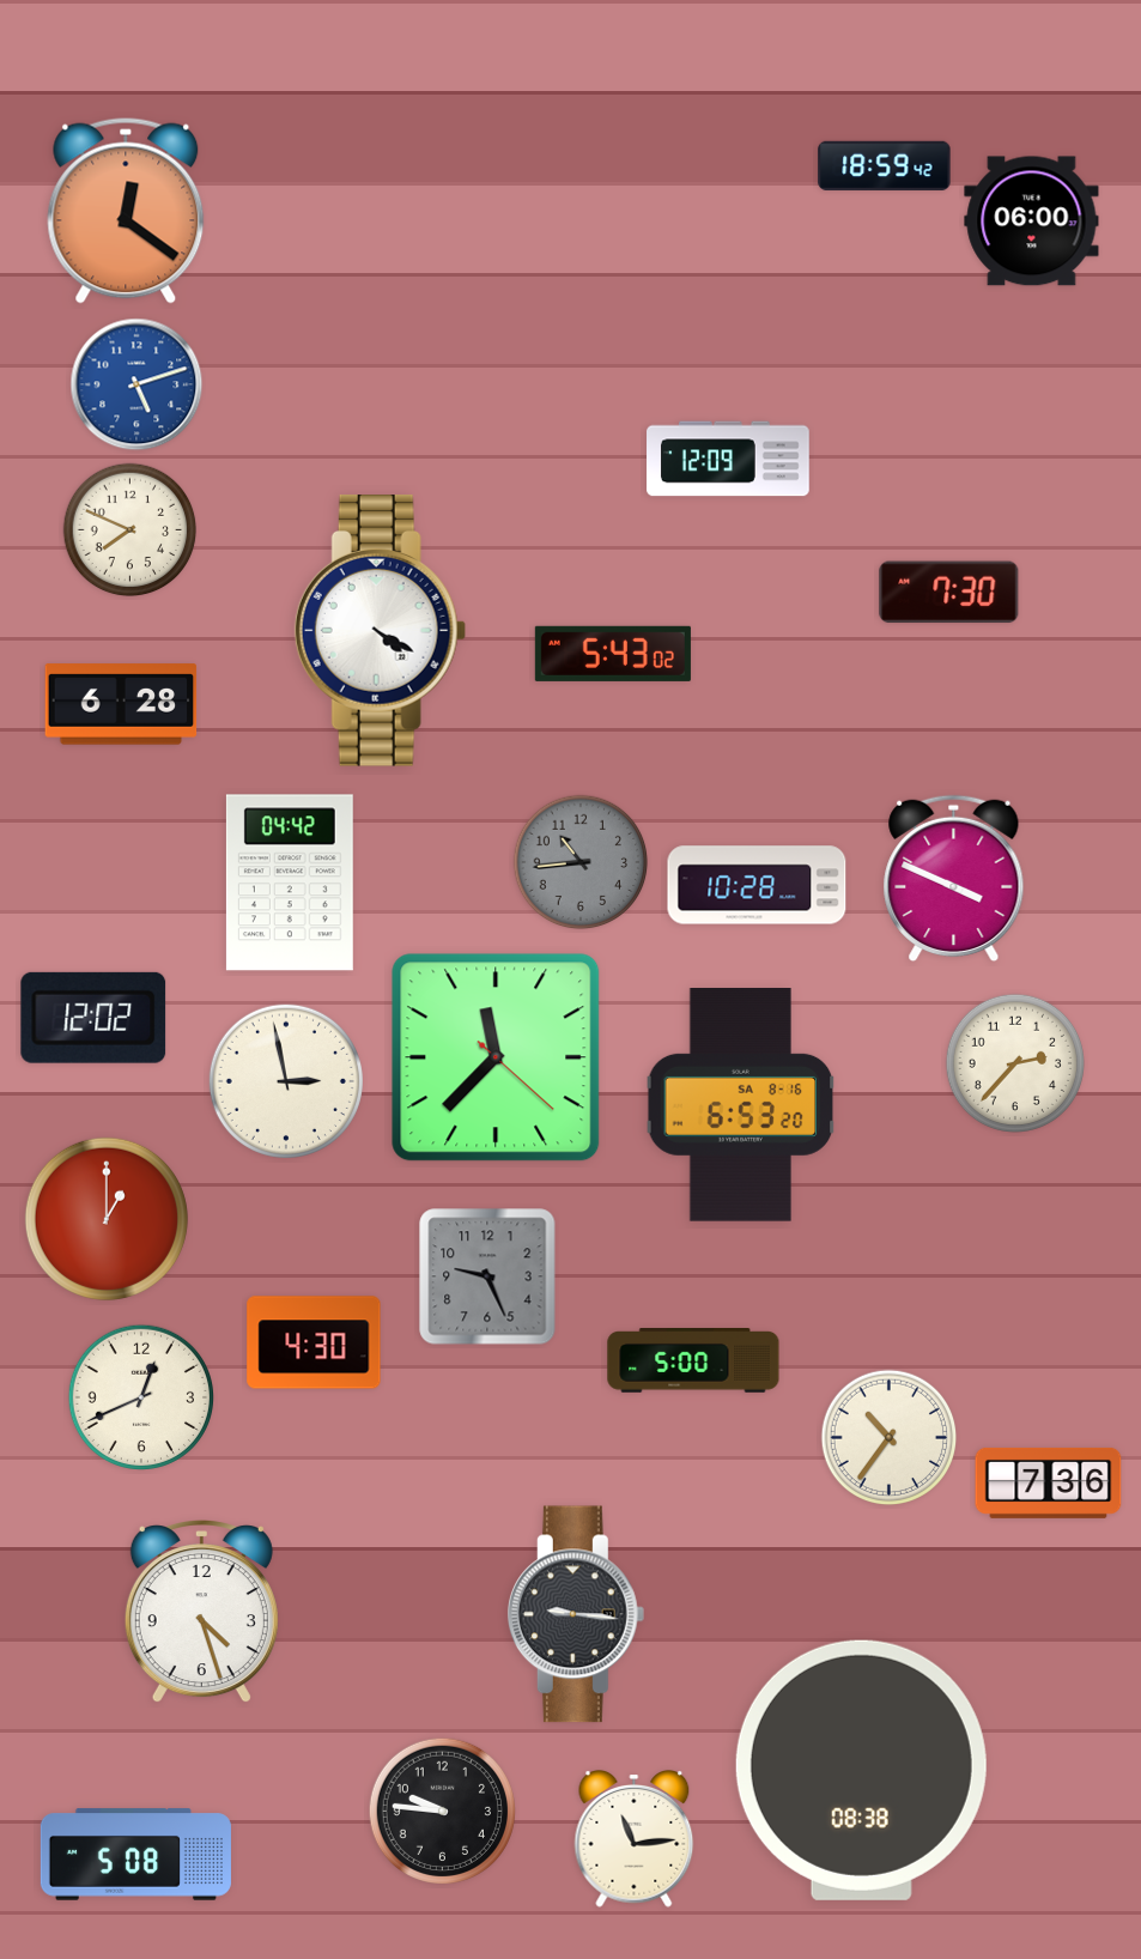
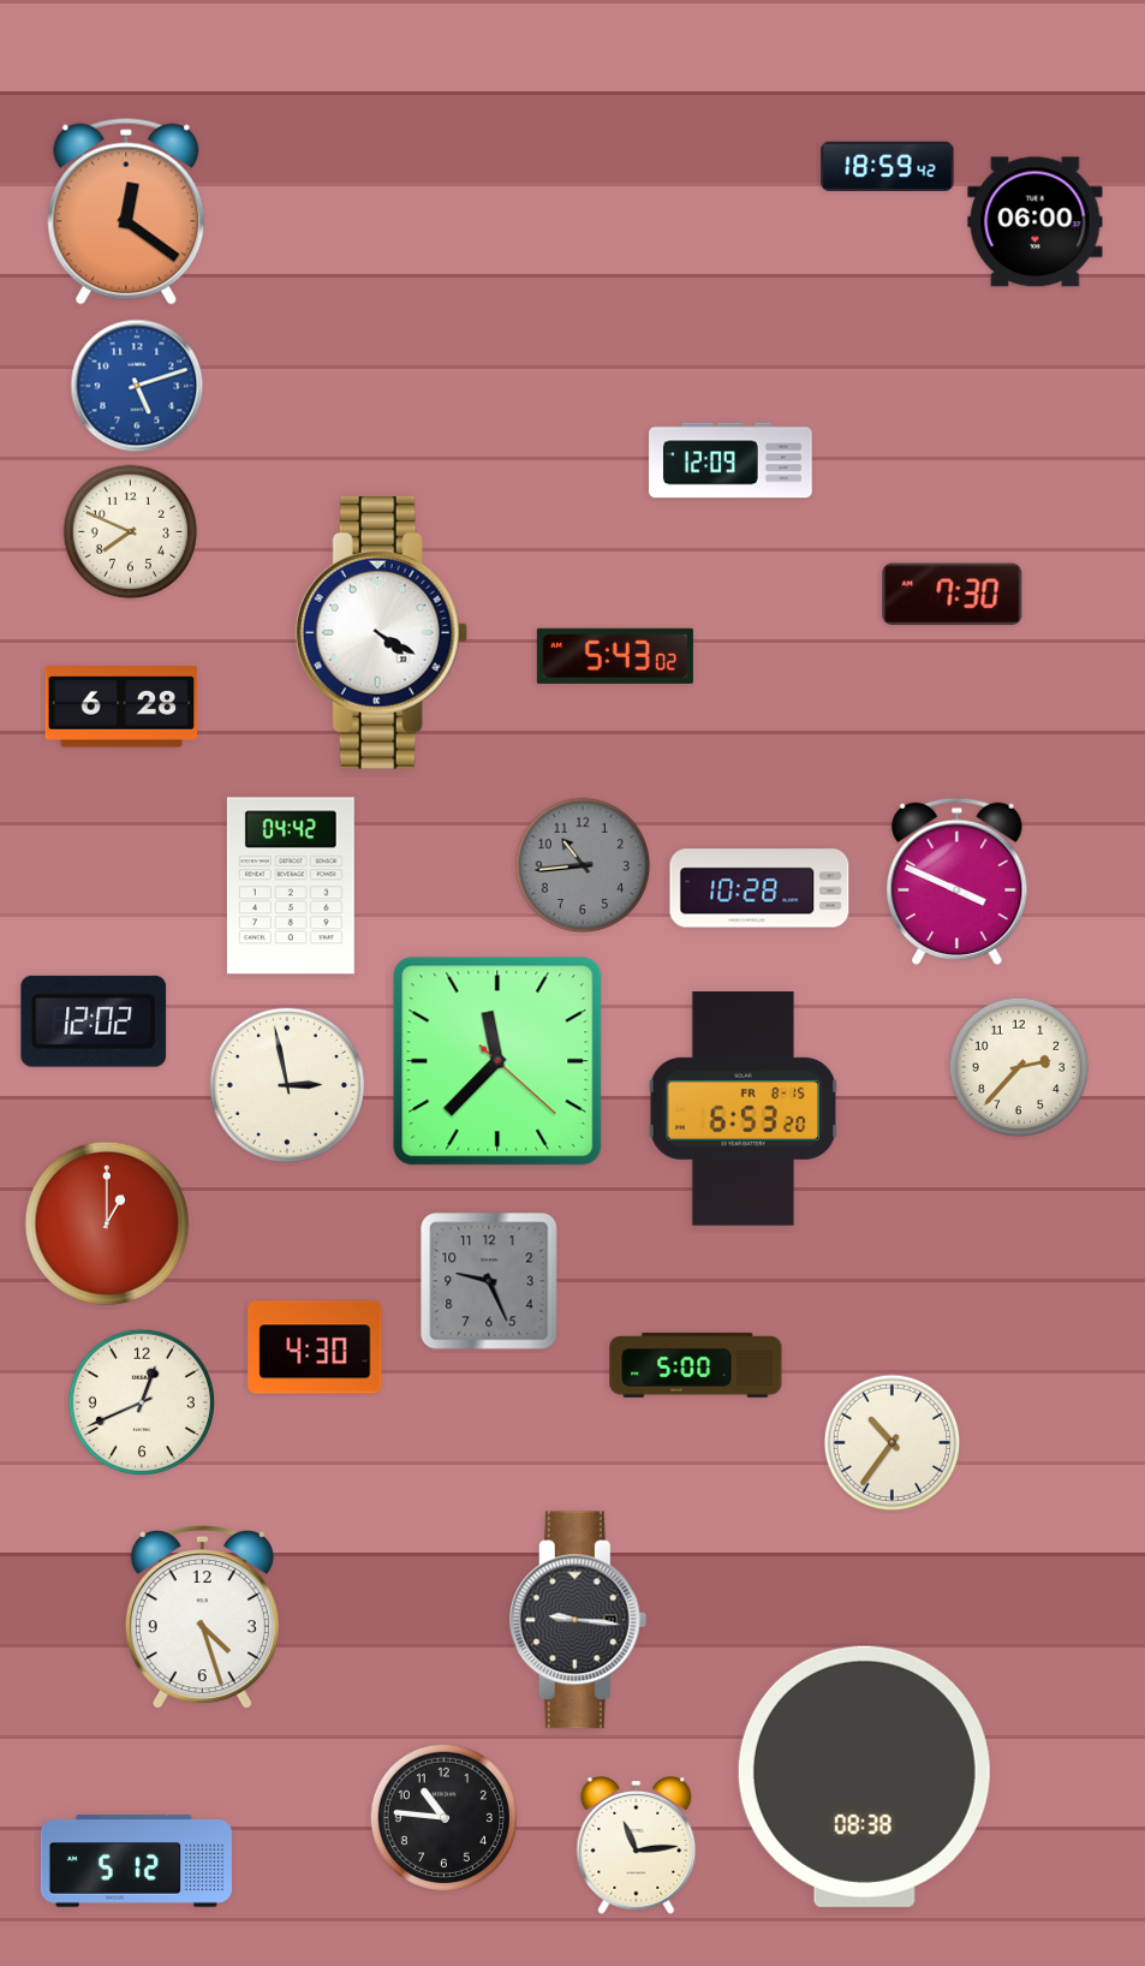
clock at (741, 1105) date: SA 8-16 -> FR 8-15
clock at (1049, 1482): 7:36 -> none
clock at (442, 1811): 9:46 -> 10:46
clock at (135, 1855): 5:08 -> 5:12
